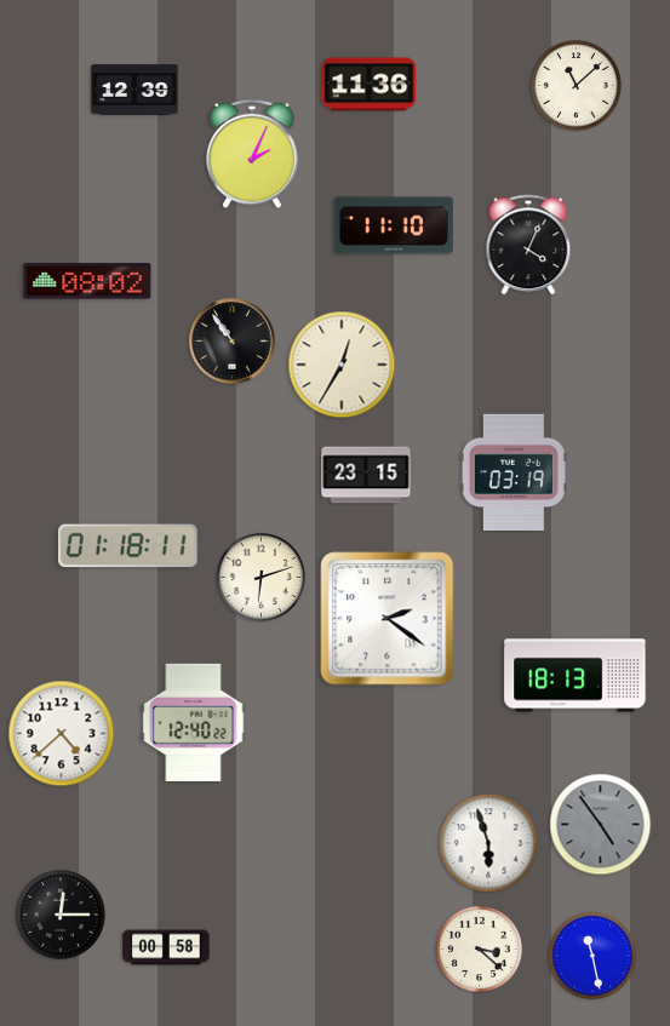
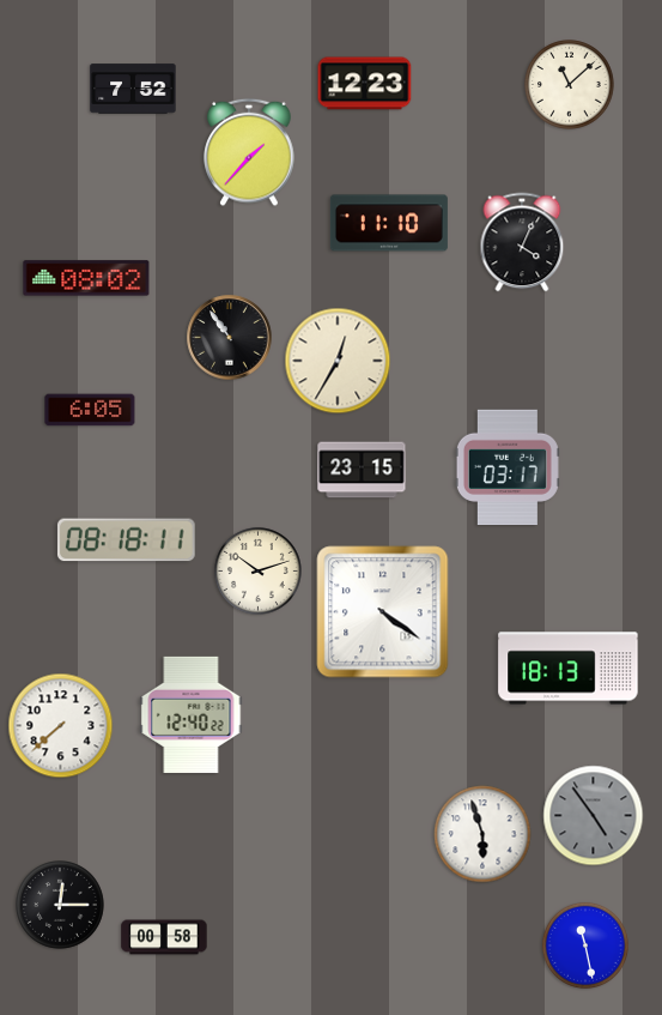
clock at (370, 85): 11:36 -> 12:23
clock at (134, 90): 12:39 -> 7:52
clock at (252, 154): 2:04 -> 1:37
clock at (90, 410): none -> 6:05
clock at (514, 471): 03:19 -> 03:17
clock at (127, 546): 01:18 -> 08:18
clock at (260, 577): 6:12 -> 10:12
clock at (388, 619): 2:21 -> 4:21
clock at (62, 734): 4:38 -> 7:38
clock at (479, 948): 3:22 -> none
